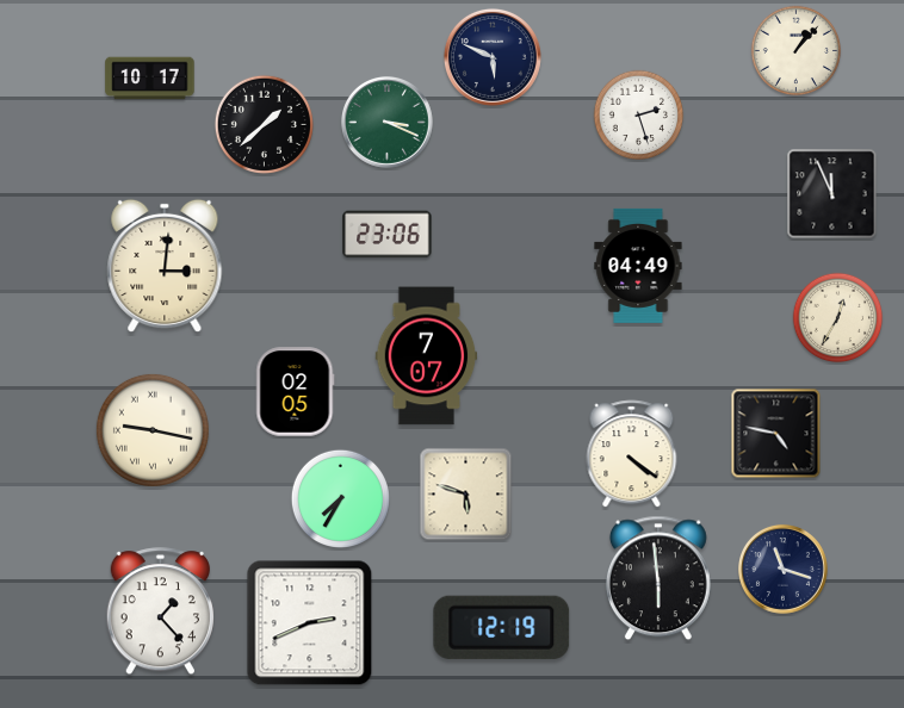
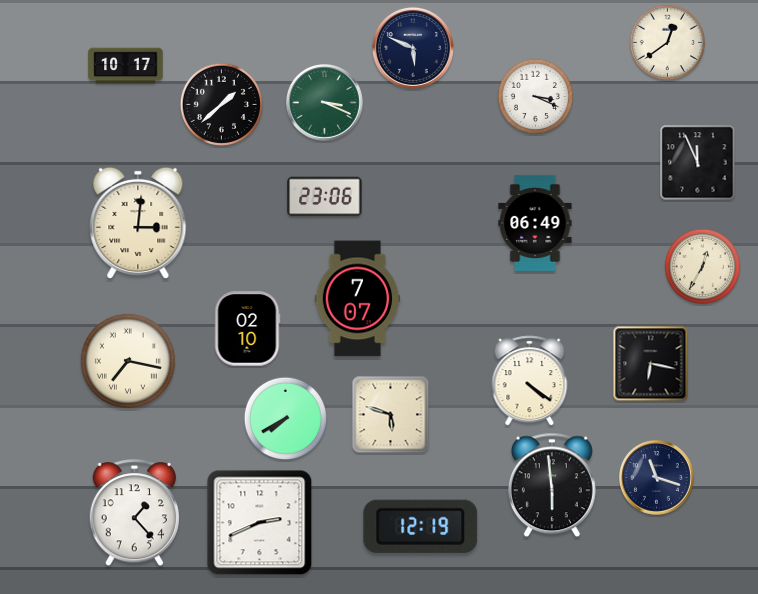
clock at (797, 51): 1:07 -> 12:39
clock at (639, 116): 2:27 -> 3:19
clock at (638, 266): 04:49 -> 06:49
clock at (295, 392): 02:05 -> 02:10
clock at (153, 430): 9:17 -> 7:17
clock at (776, 434): 4:47 -> 6:17
clock at (340, 498): 7:35 -> 7:40
